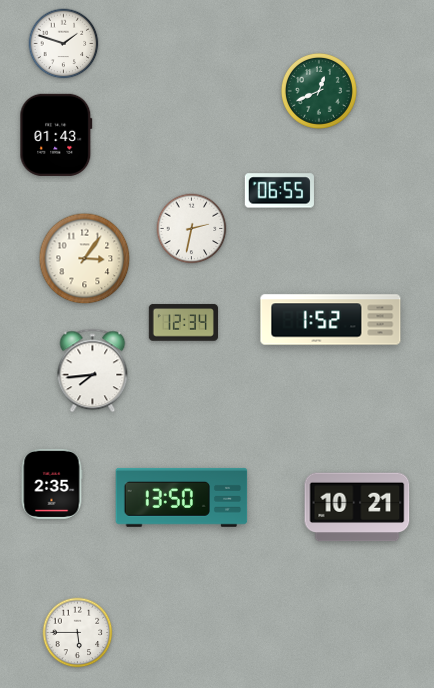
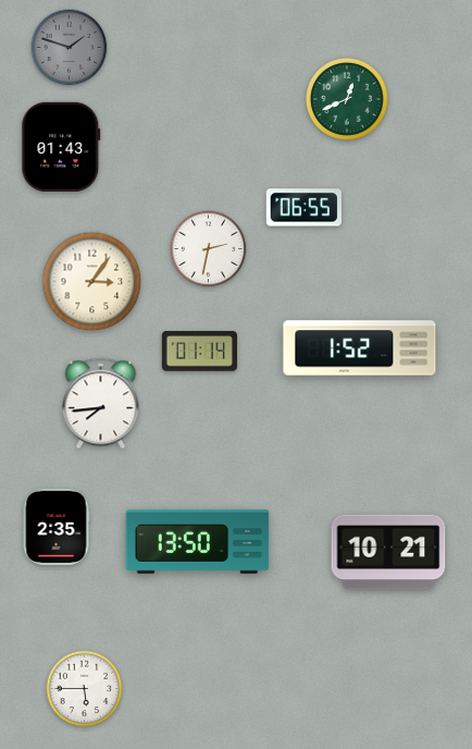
clock at (64, 44) dial: white -> grey
clock at (183, 323): 12:34 -> 01:14
